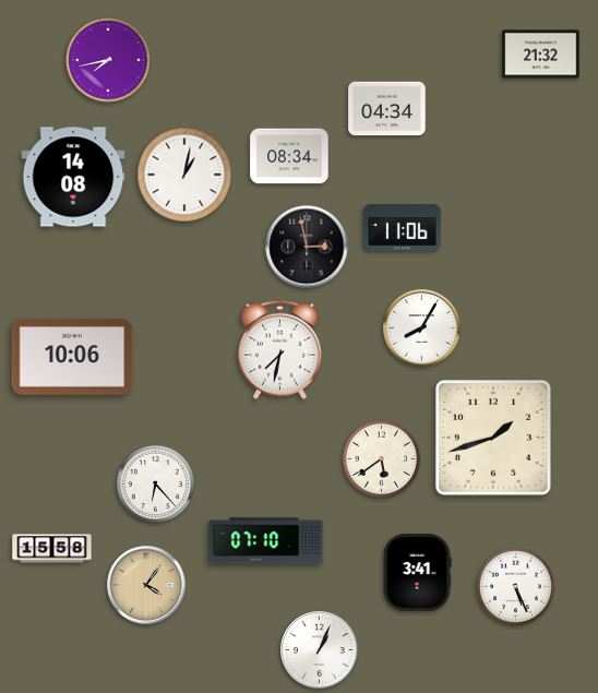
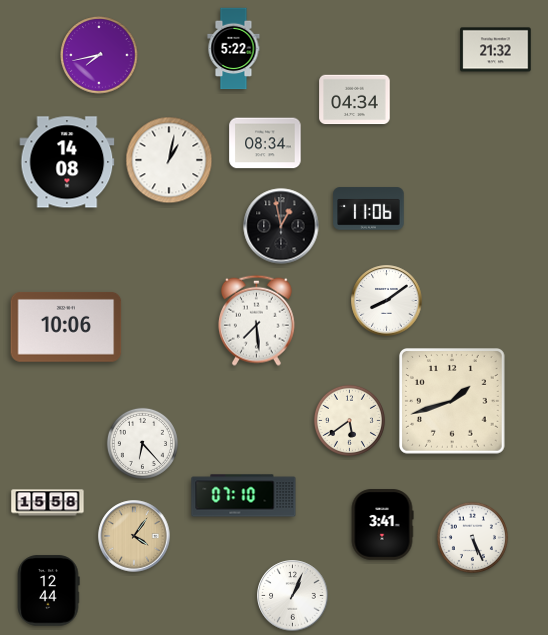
clock at (234, 49): none -> 5:22
clock at (307, 247): 2:58 -> 12:58
clock at (422, 328): 8:05 -> 8:09
clock at (279, 349): 7:32 -> 7:29
clock at (48, 591): none -> 12:44
